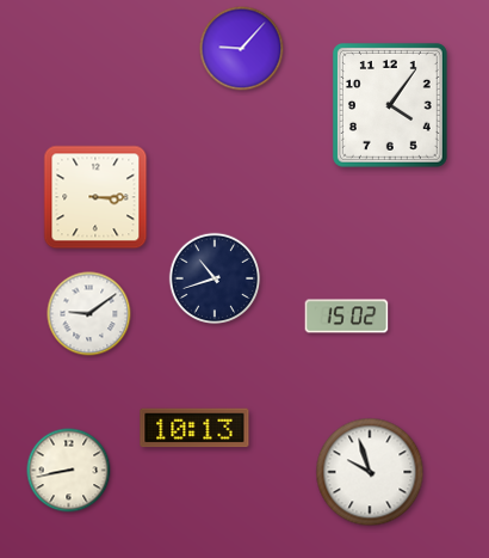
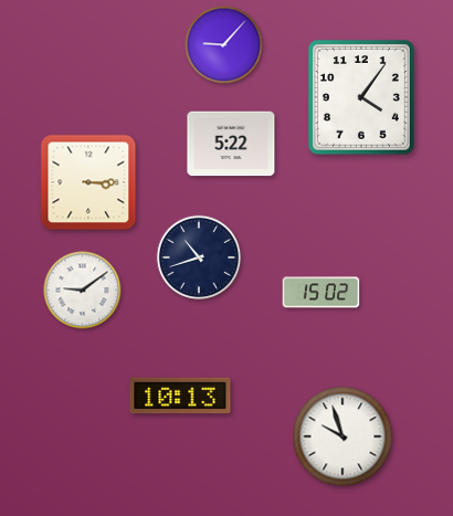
clock at (231, 144): none -> 5:22
clock at (69, 471): 8:43 -> none
